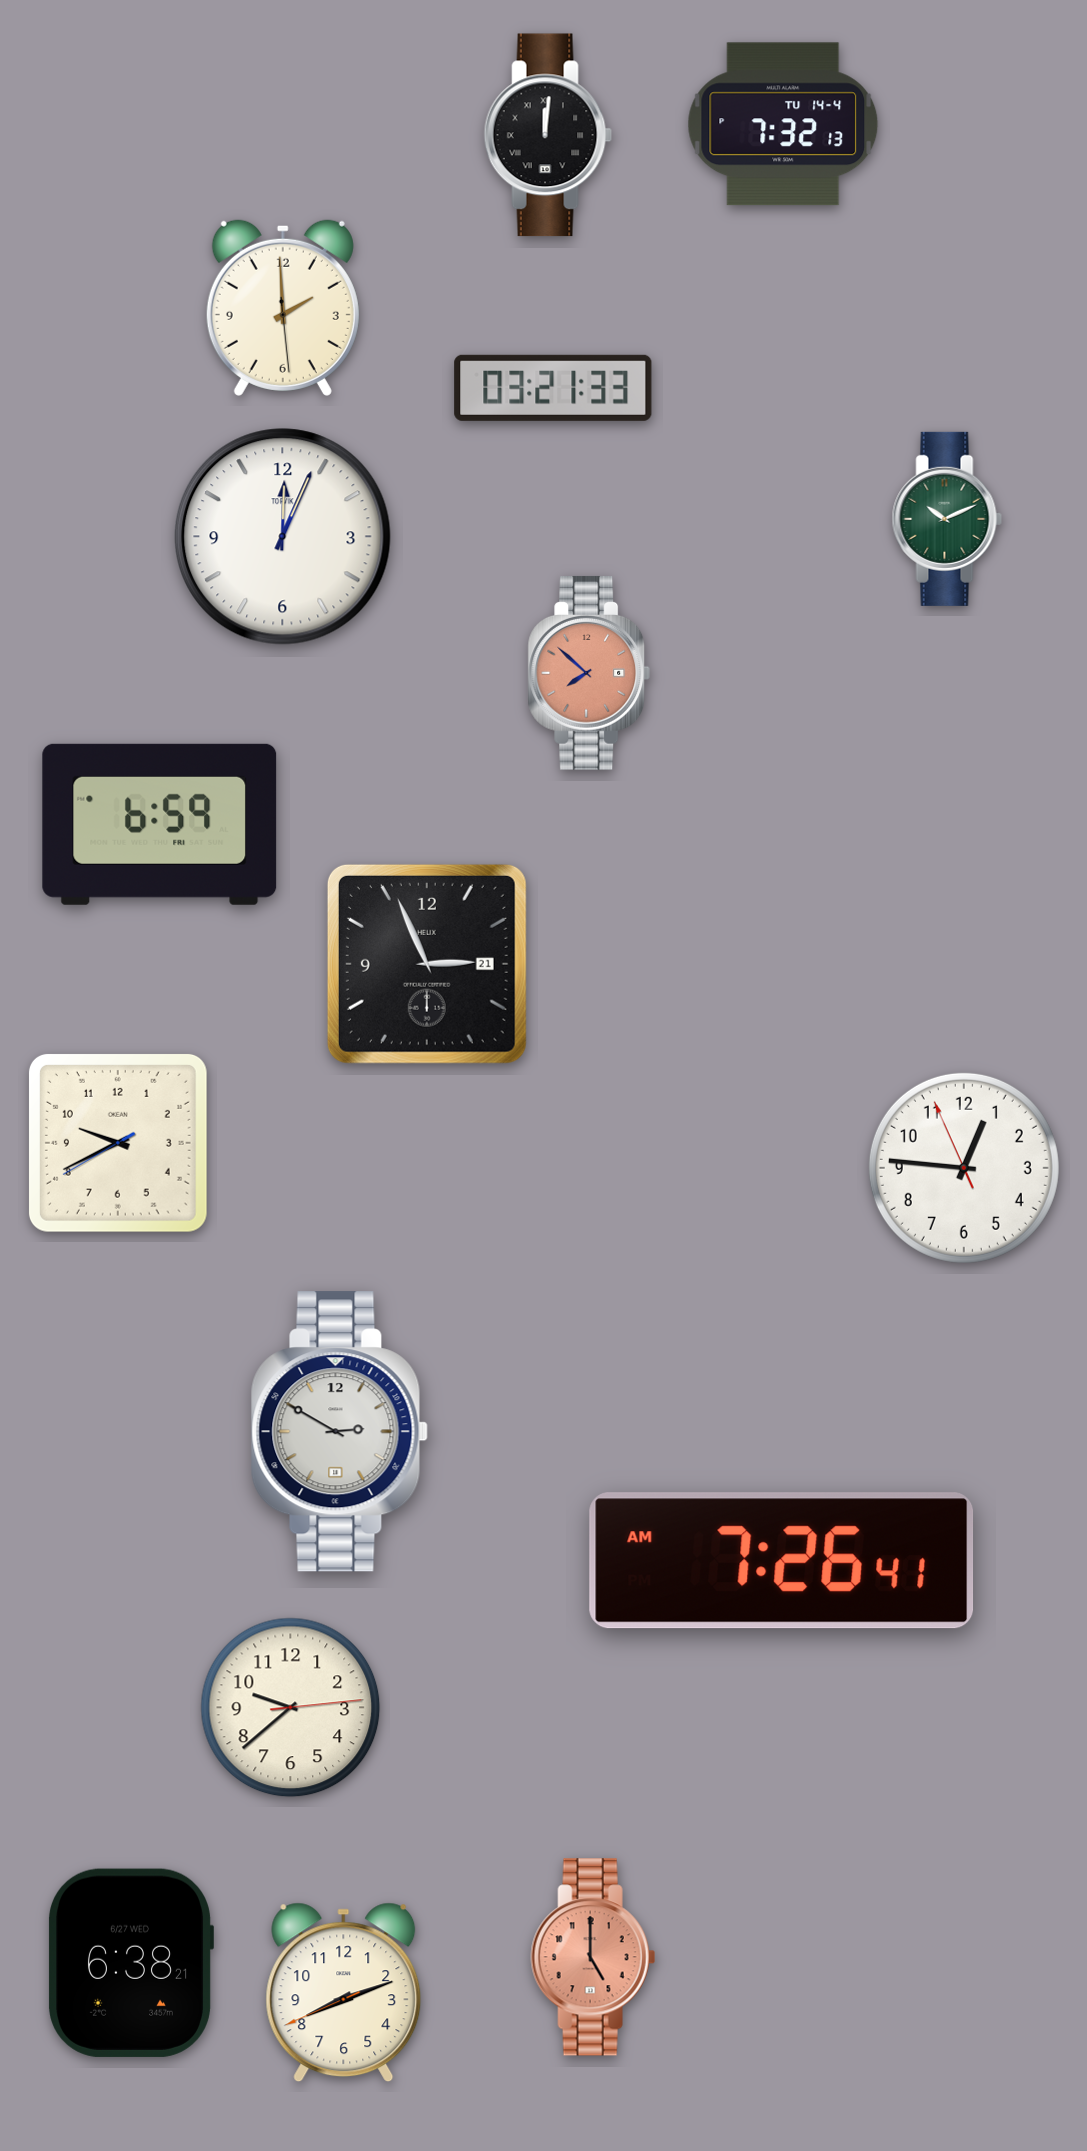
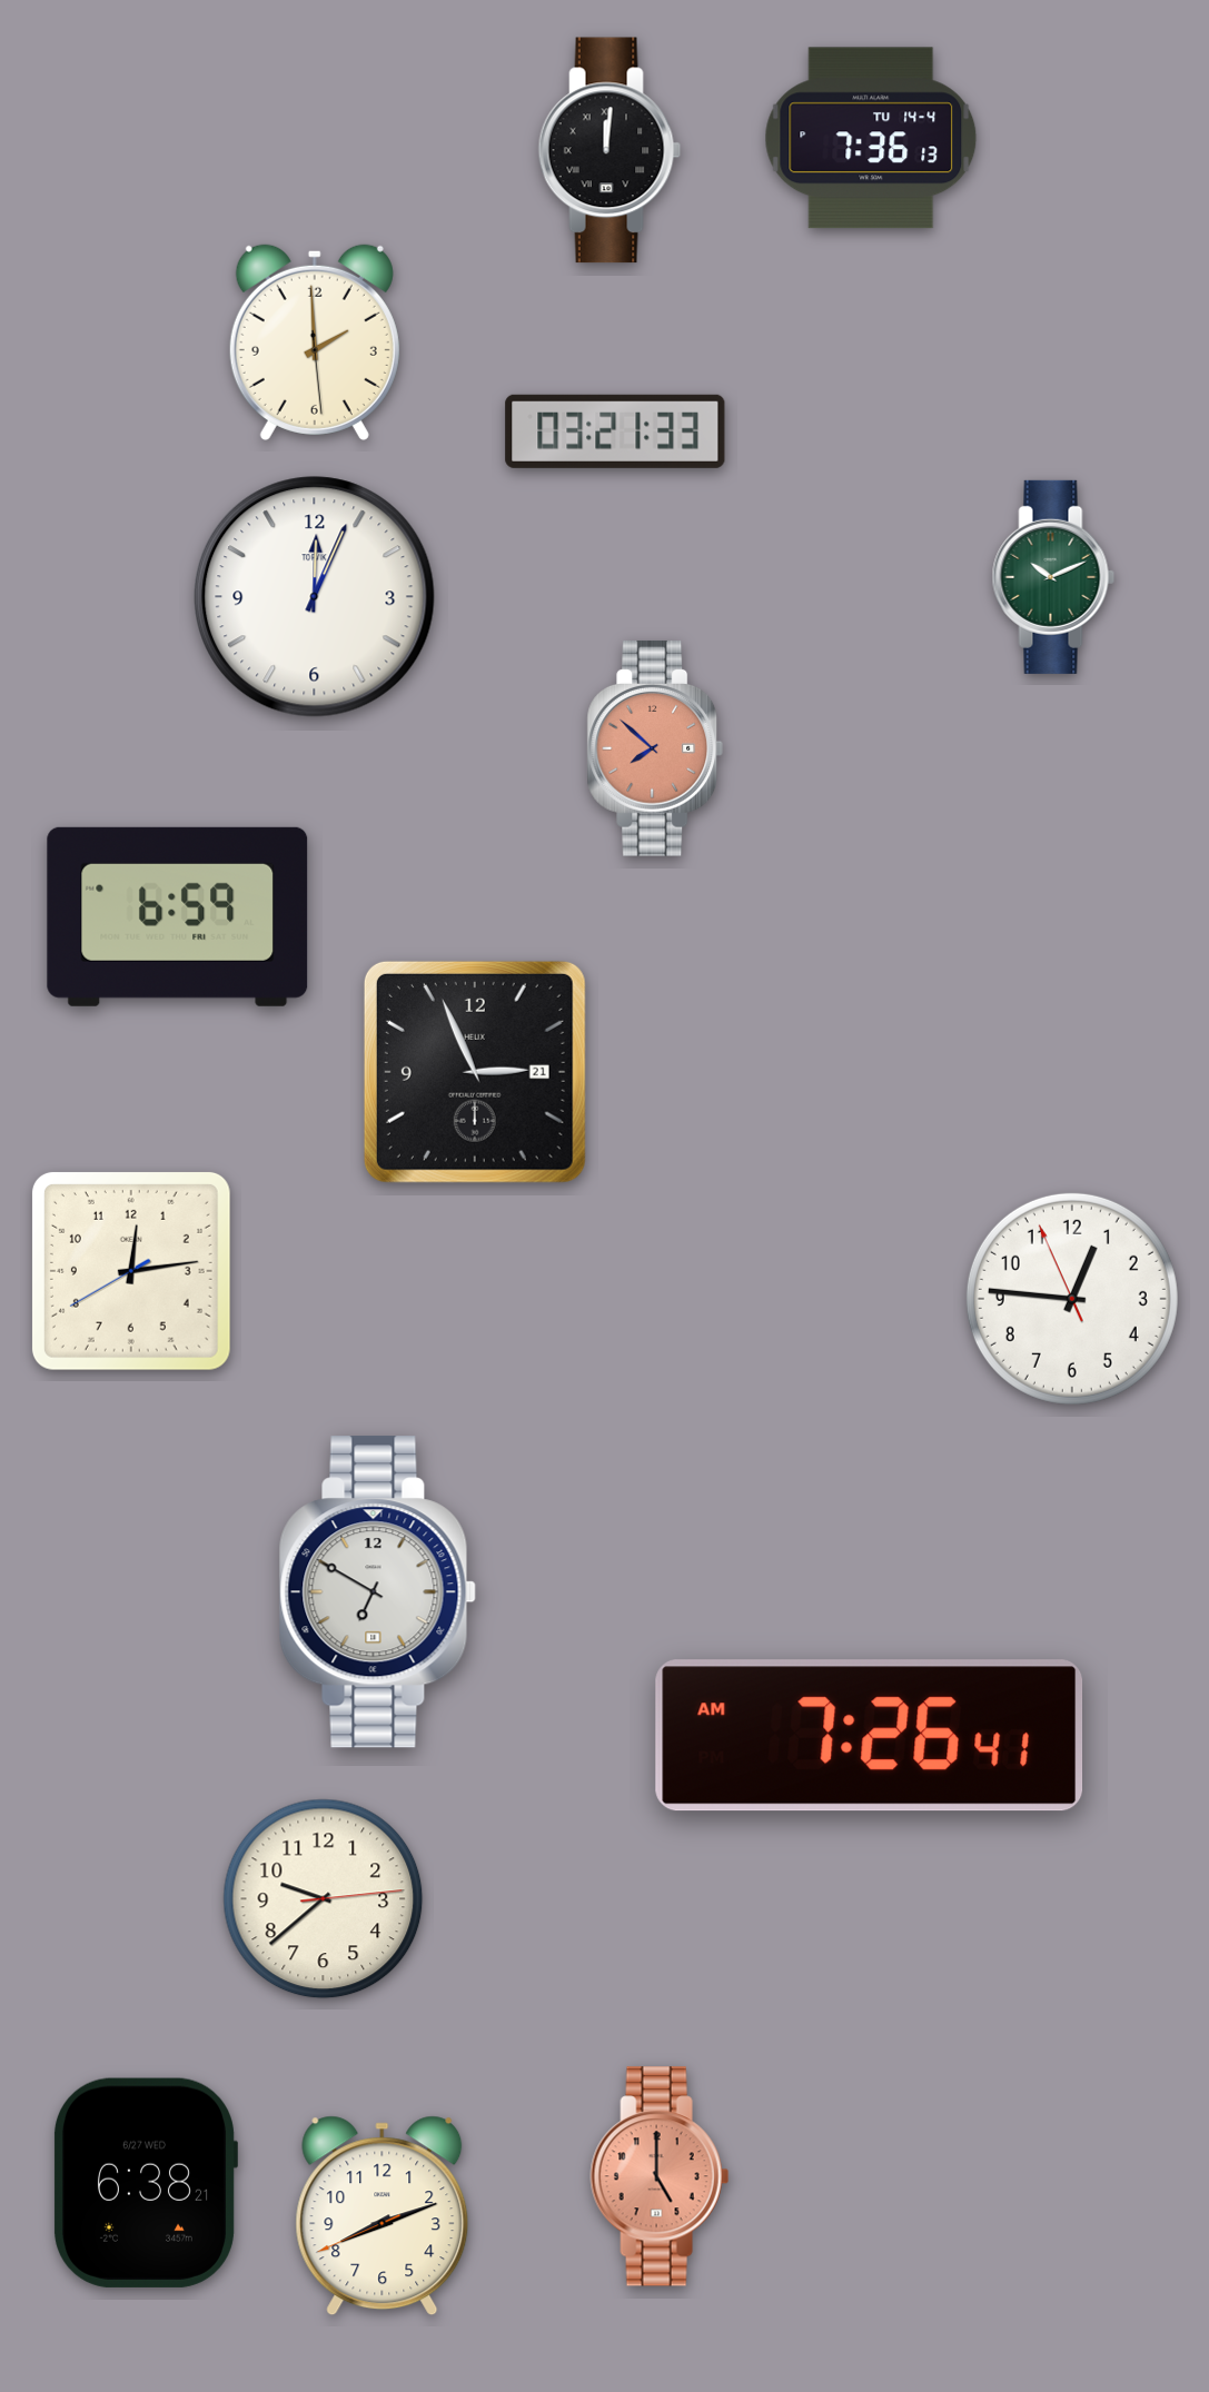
clock at (783, 124): 7:32 -> 7:36
clock at (118, 1143): 9:40 -> 12:13
clock at (339, 1432): 2:50 -> 6:50
